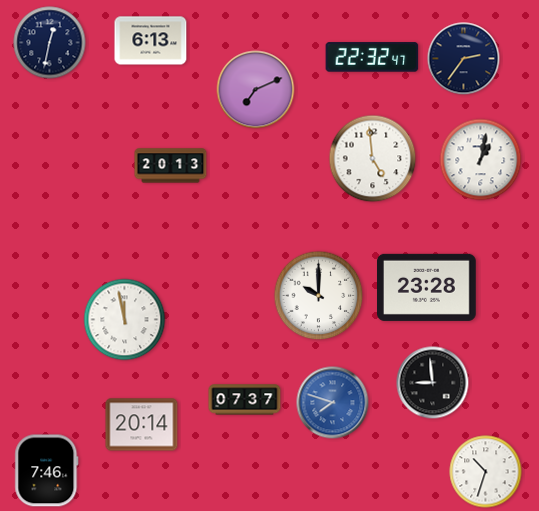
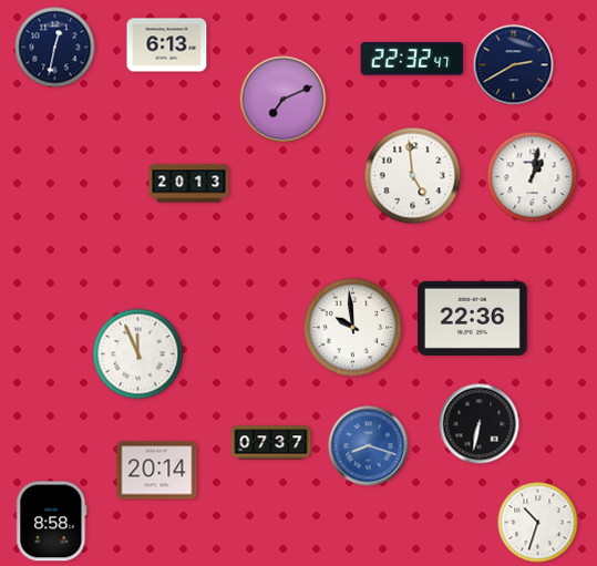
clock at (372, 57) position: (372, 57) -> (412, 59)
clock at (464, 59): 2:36 -> 2:40
clock at (427, 287): 23:28 -> 22:36
clock at (319, 296): 10:00 -> 9:59
clock at (125, 320): 11:58 -> 11:56
clock at (433, 383): 8:59 -> 6:32
clock at (333, 403): 7:48 -> 8:18
clock at (47, 471): 7:46 -> 8:58
